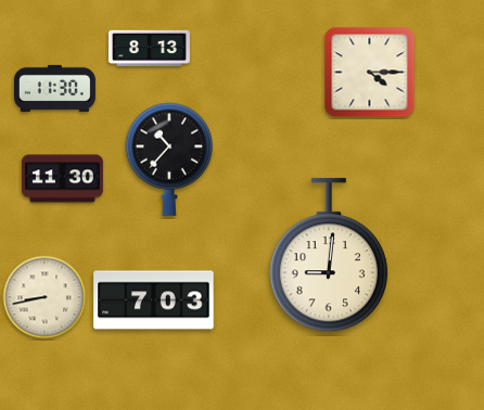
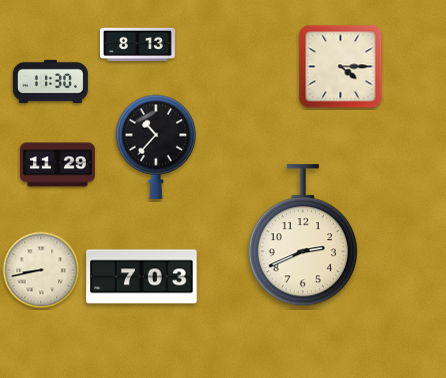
clock at (62, 179): 11:30 -> 11:29
clock at (329, 256): 9:01 -> 2:41
clock at (44, 297) position: (44, 297) -> (41, 270)
